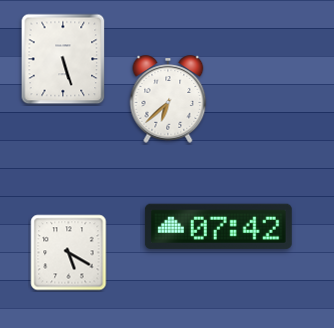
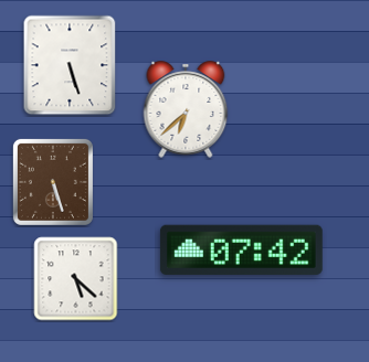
clock at (53, 182): none -> 5:27
clock at (69, 253): 5:20 -> 5:22
